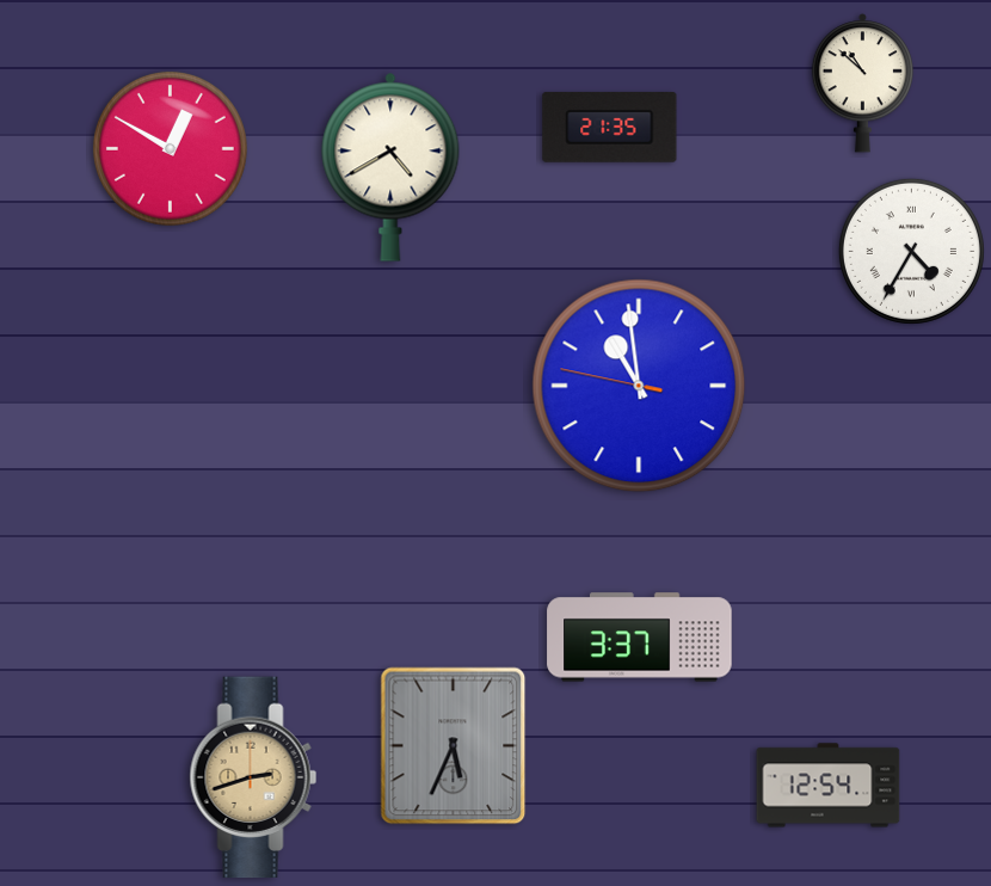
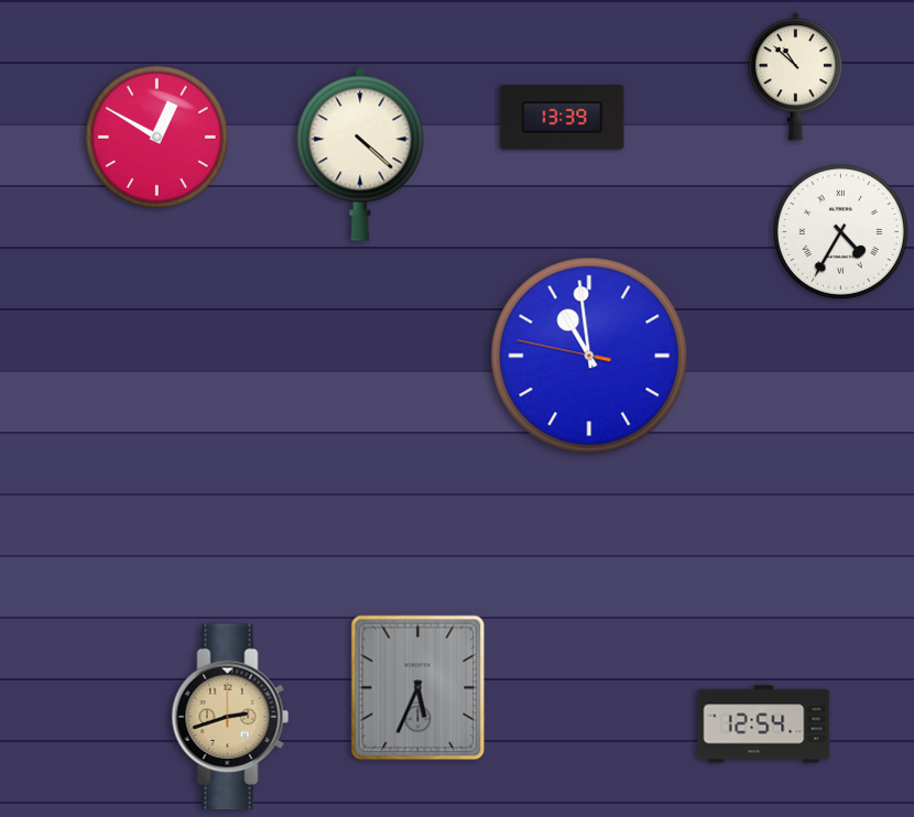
clock at (610, 127): 21:35 -> 13:39
clock at (390, 167): 4:40 -> 4:22
clock at (640, 638): 3:37 -> none
clock at (253, 777) position: (253, 777) -> (230, 717)
